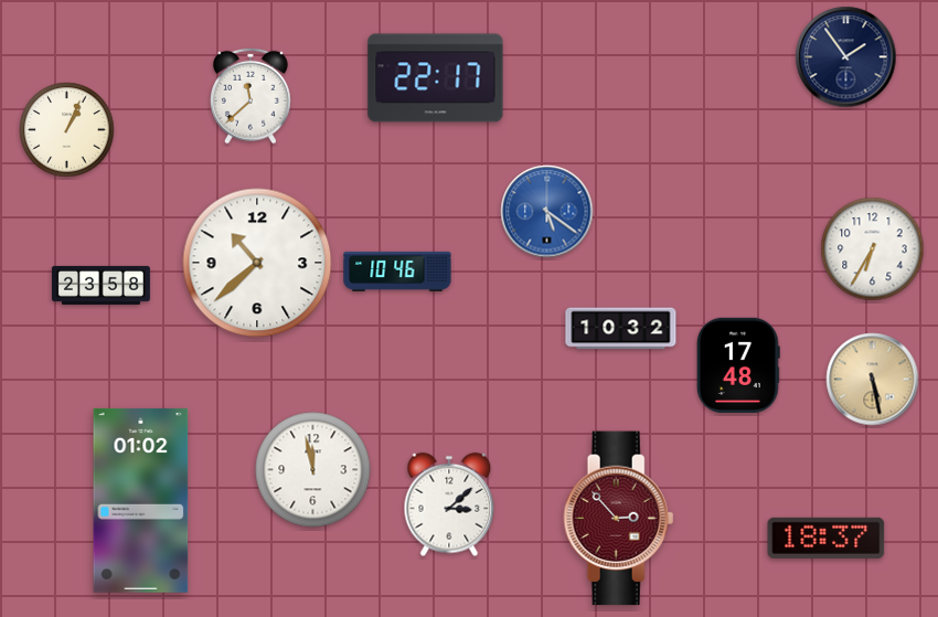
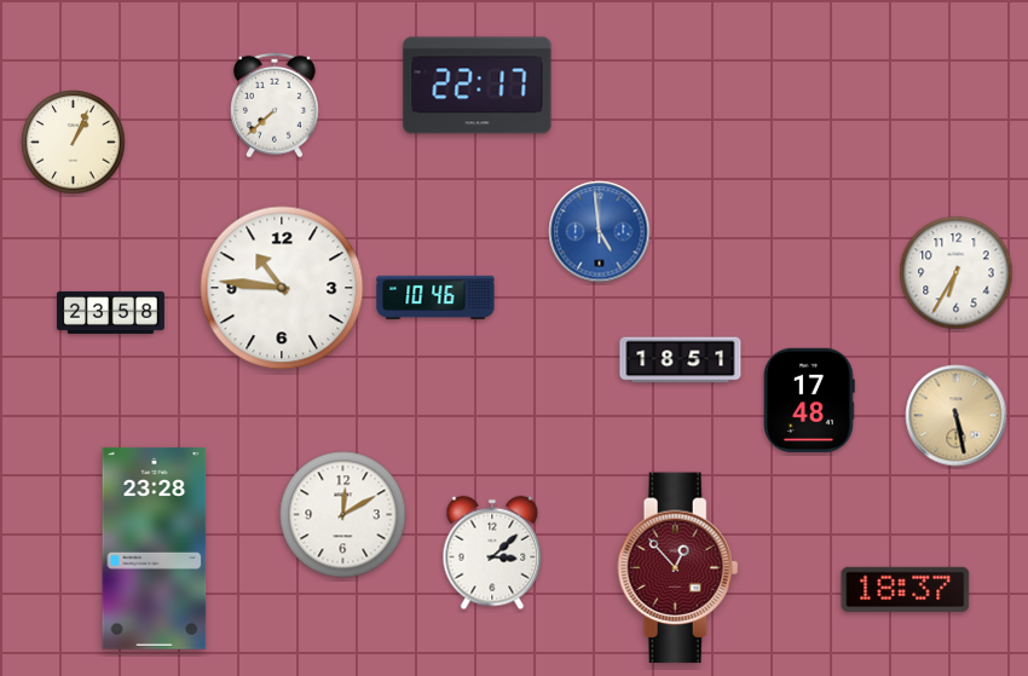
clock at (846, 57): 1:54 -> none
clock at (251, 96): 11:38 -> 7:38
clock at (547, 212): 5:21 -> 4:59
clock at (257, 263): 10:38 -> 10:46
clock at (621, 329): 10:32 -> 18:51
clock at (313, 470): 11:58 -> 12:10
clock at (141, 500): 01:02 -> 23:28
clock at (619, 519): 2:53 -> 12:53
